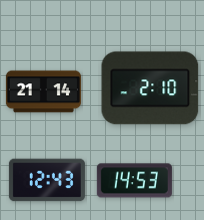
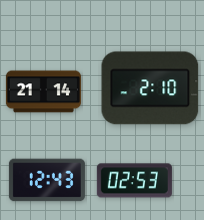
clock at (134, 181): 14:53 -> 02:53
